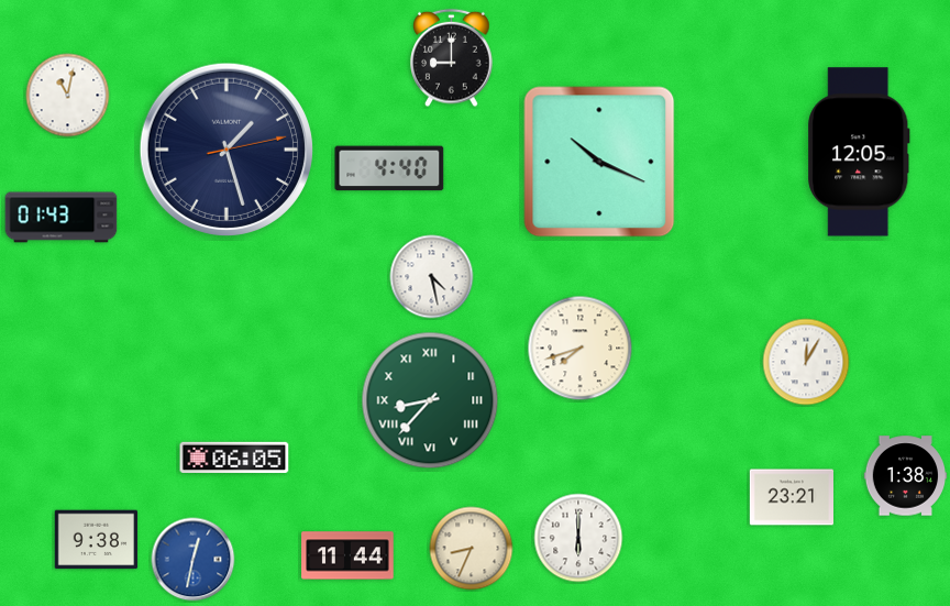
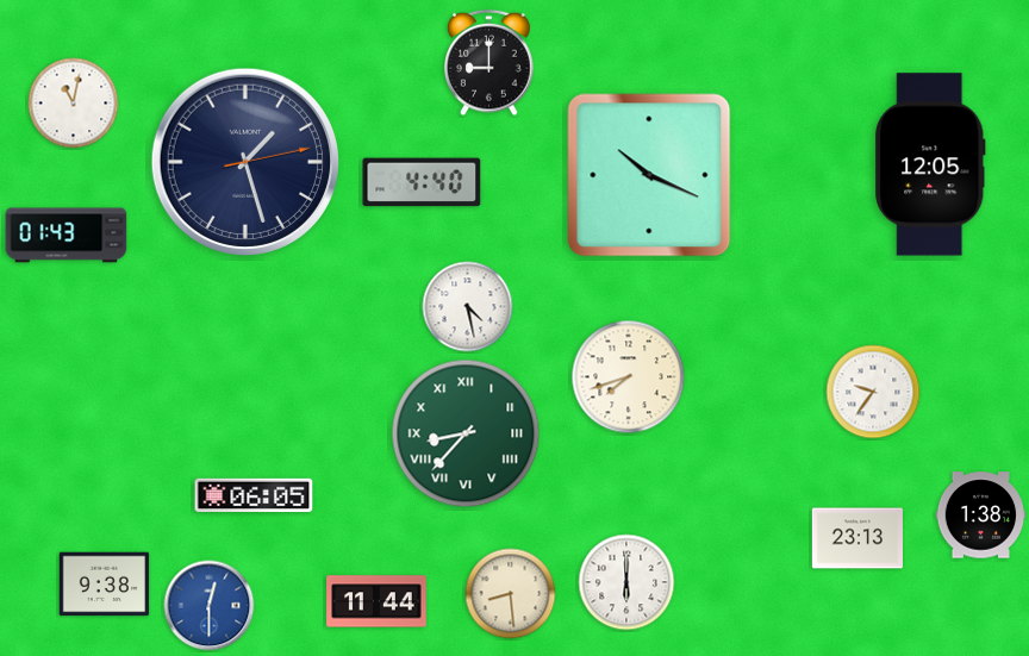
clock at (432, 277) position: (432, 277) -> (468, 307)
clock at (806, 362): 12:05 -> 9:36
clock at (791, 497): 23:21 -> 23:13
clock at (472, 549): 8:34 -> 8:29
clock at (194, 560): 12:32 -> 12:30
